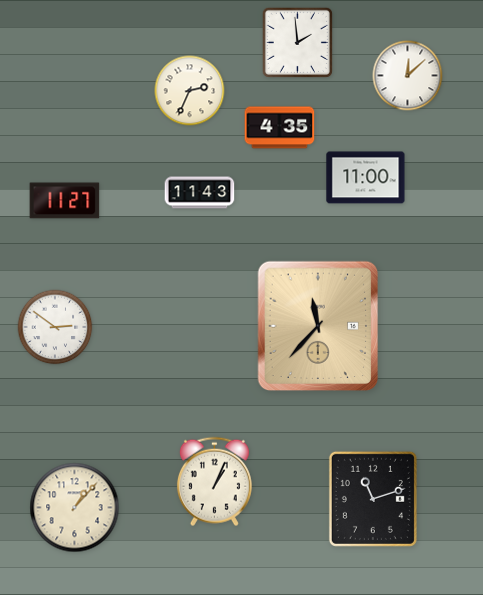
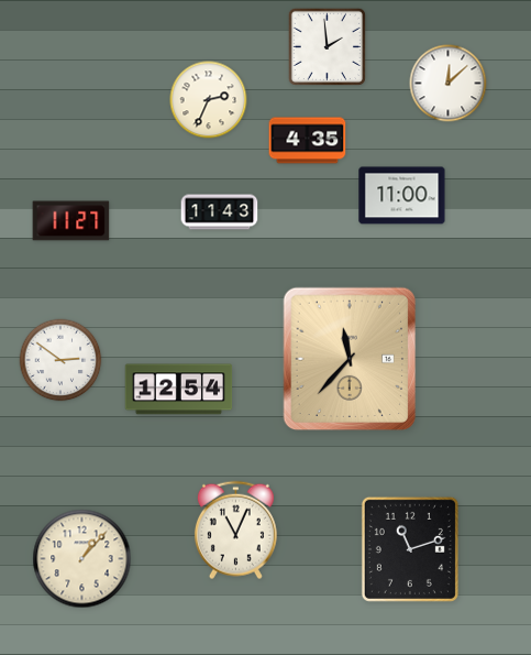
clock at (179, 390): none -> 12:54
clock at (214, 482): 1:04 -> 11:04
